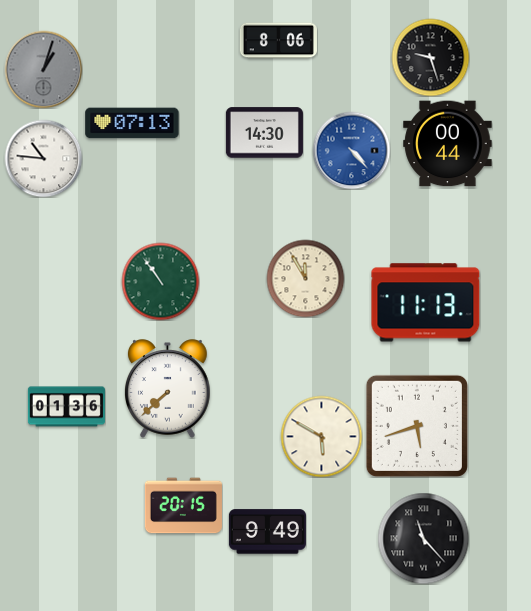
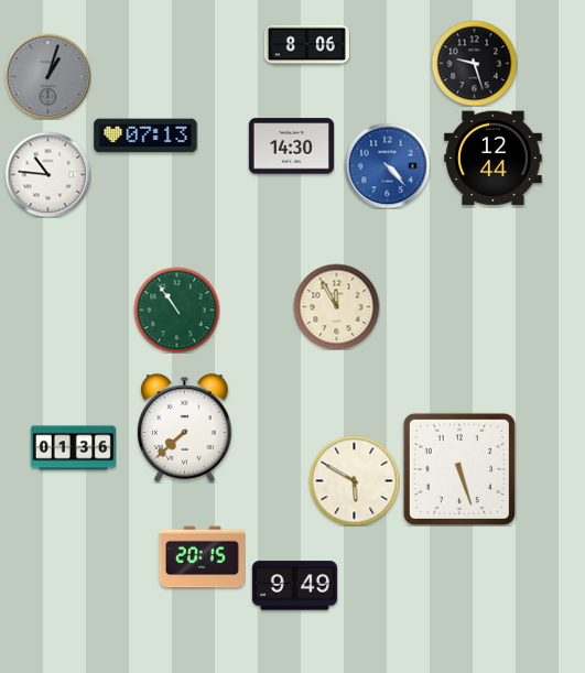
clock at (448, 144): 00:44 -> 12:44
clock at (426, 303): 11:13 -> none
clock at (417, 426): 5:42 -> 5:27
clock at (423, 538): 11:23 -> none
